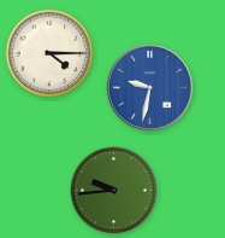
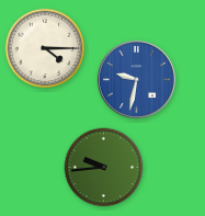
clock at (114, 191) position: (114, 191) -> (104, 168)
